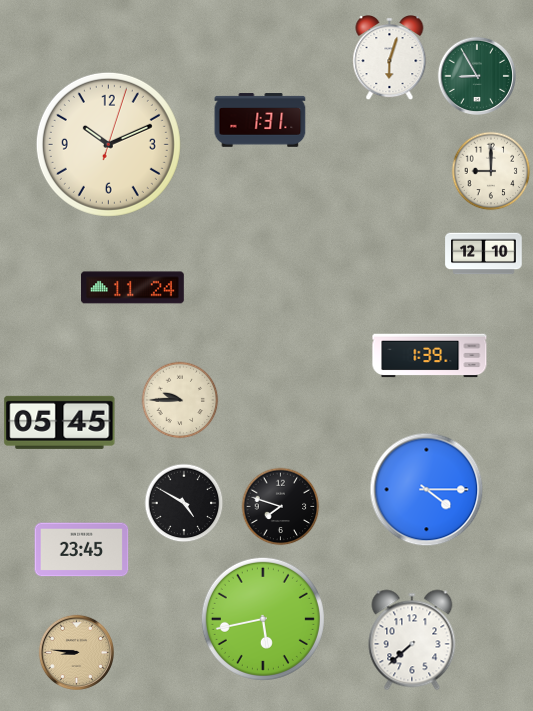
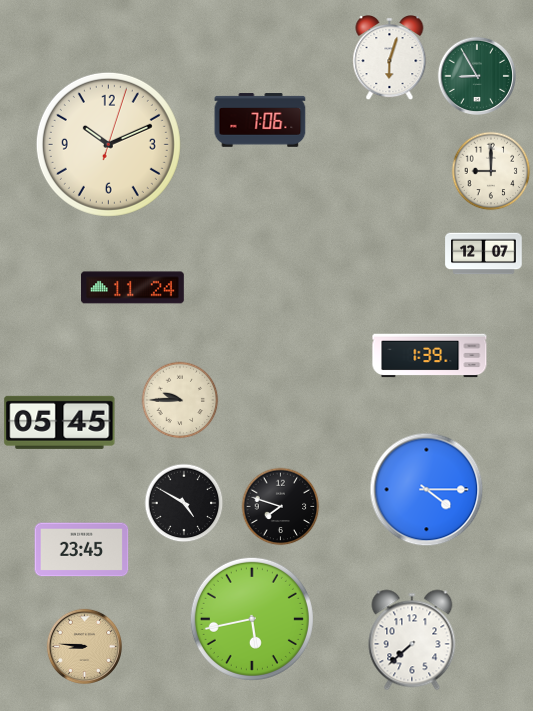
clock at (260, 120): 1:31 -> 7:06
clock at (484, 254): 12:10 -> 12:07
clock at (263, 619) position: (263, 619) -> (252, 619)
clock at (76, 652) position: (76, 652) -> (84, 646)
